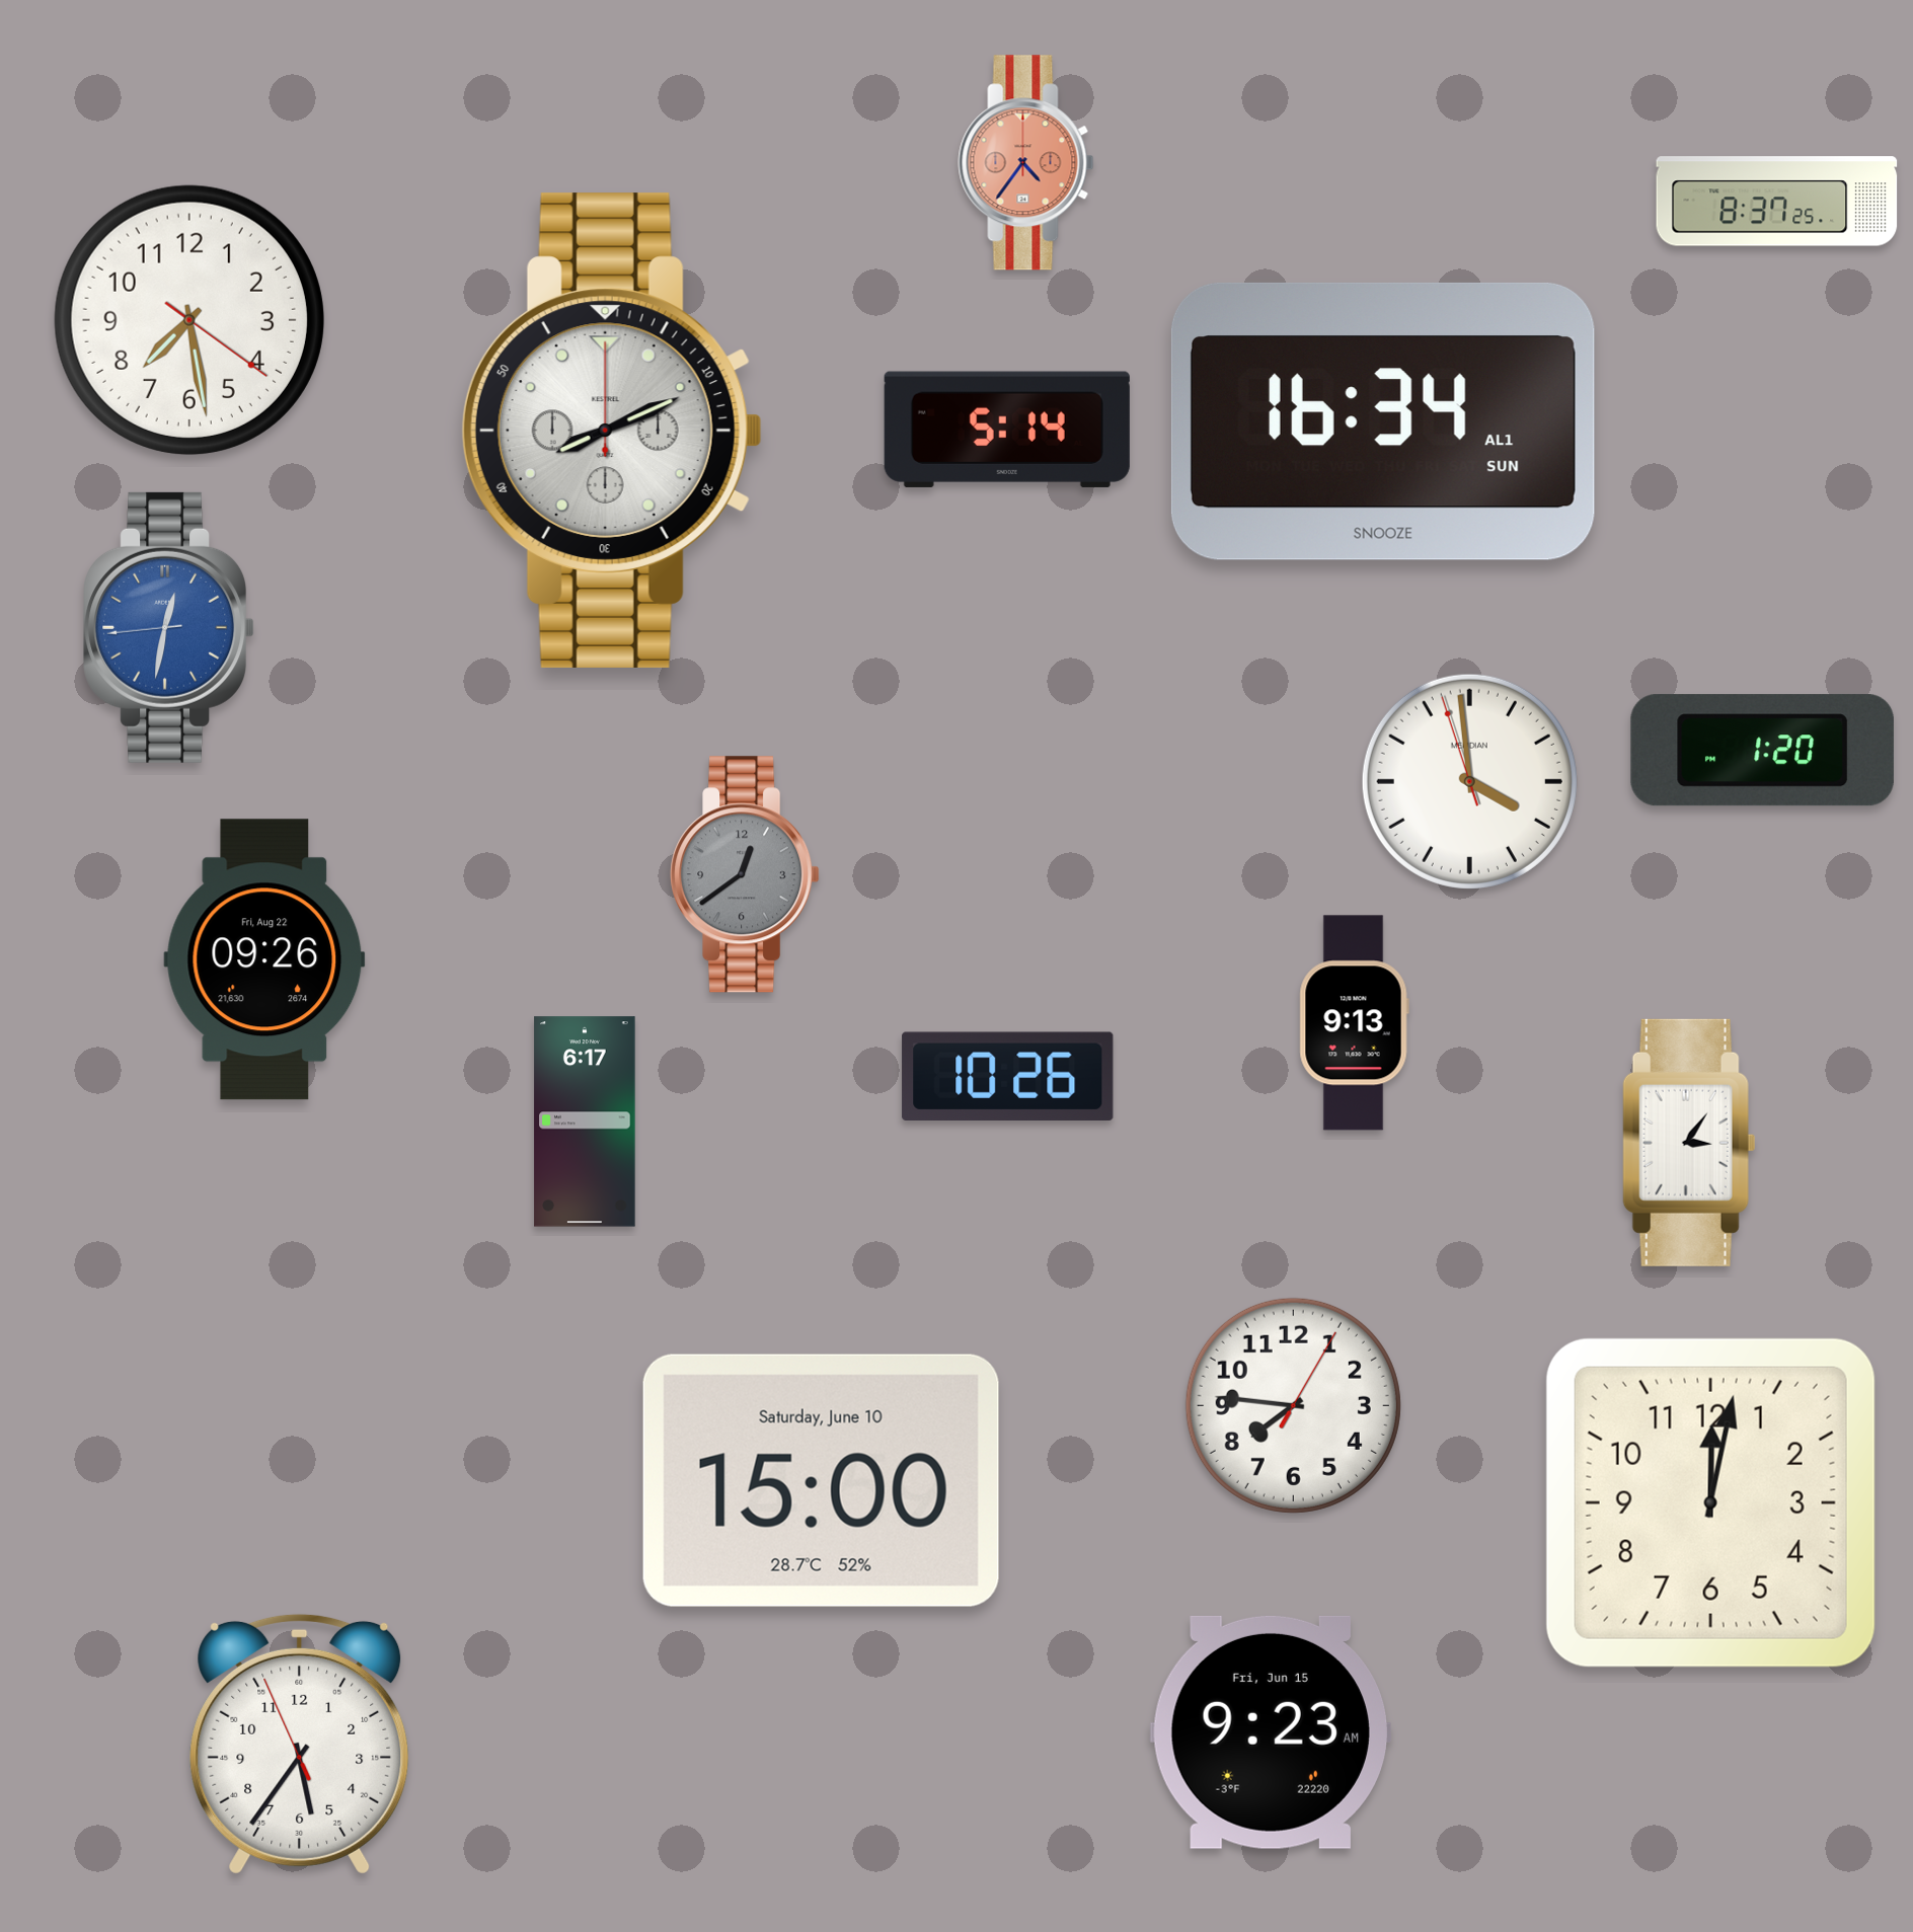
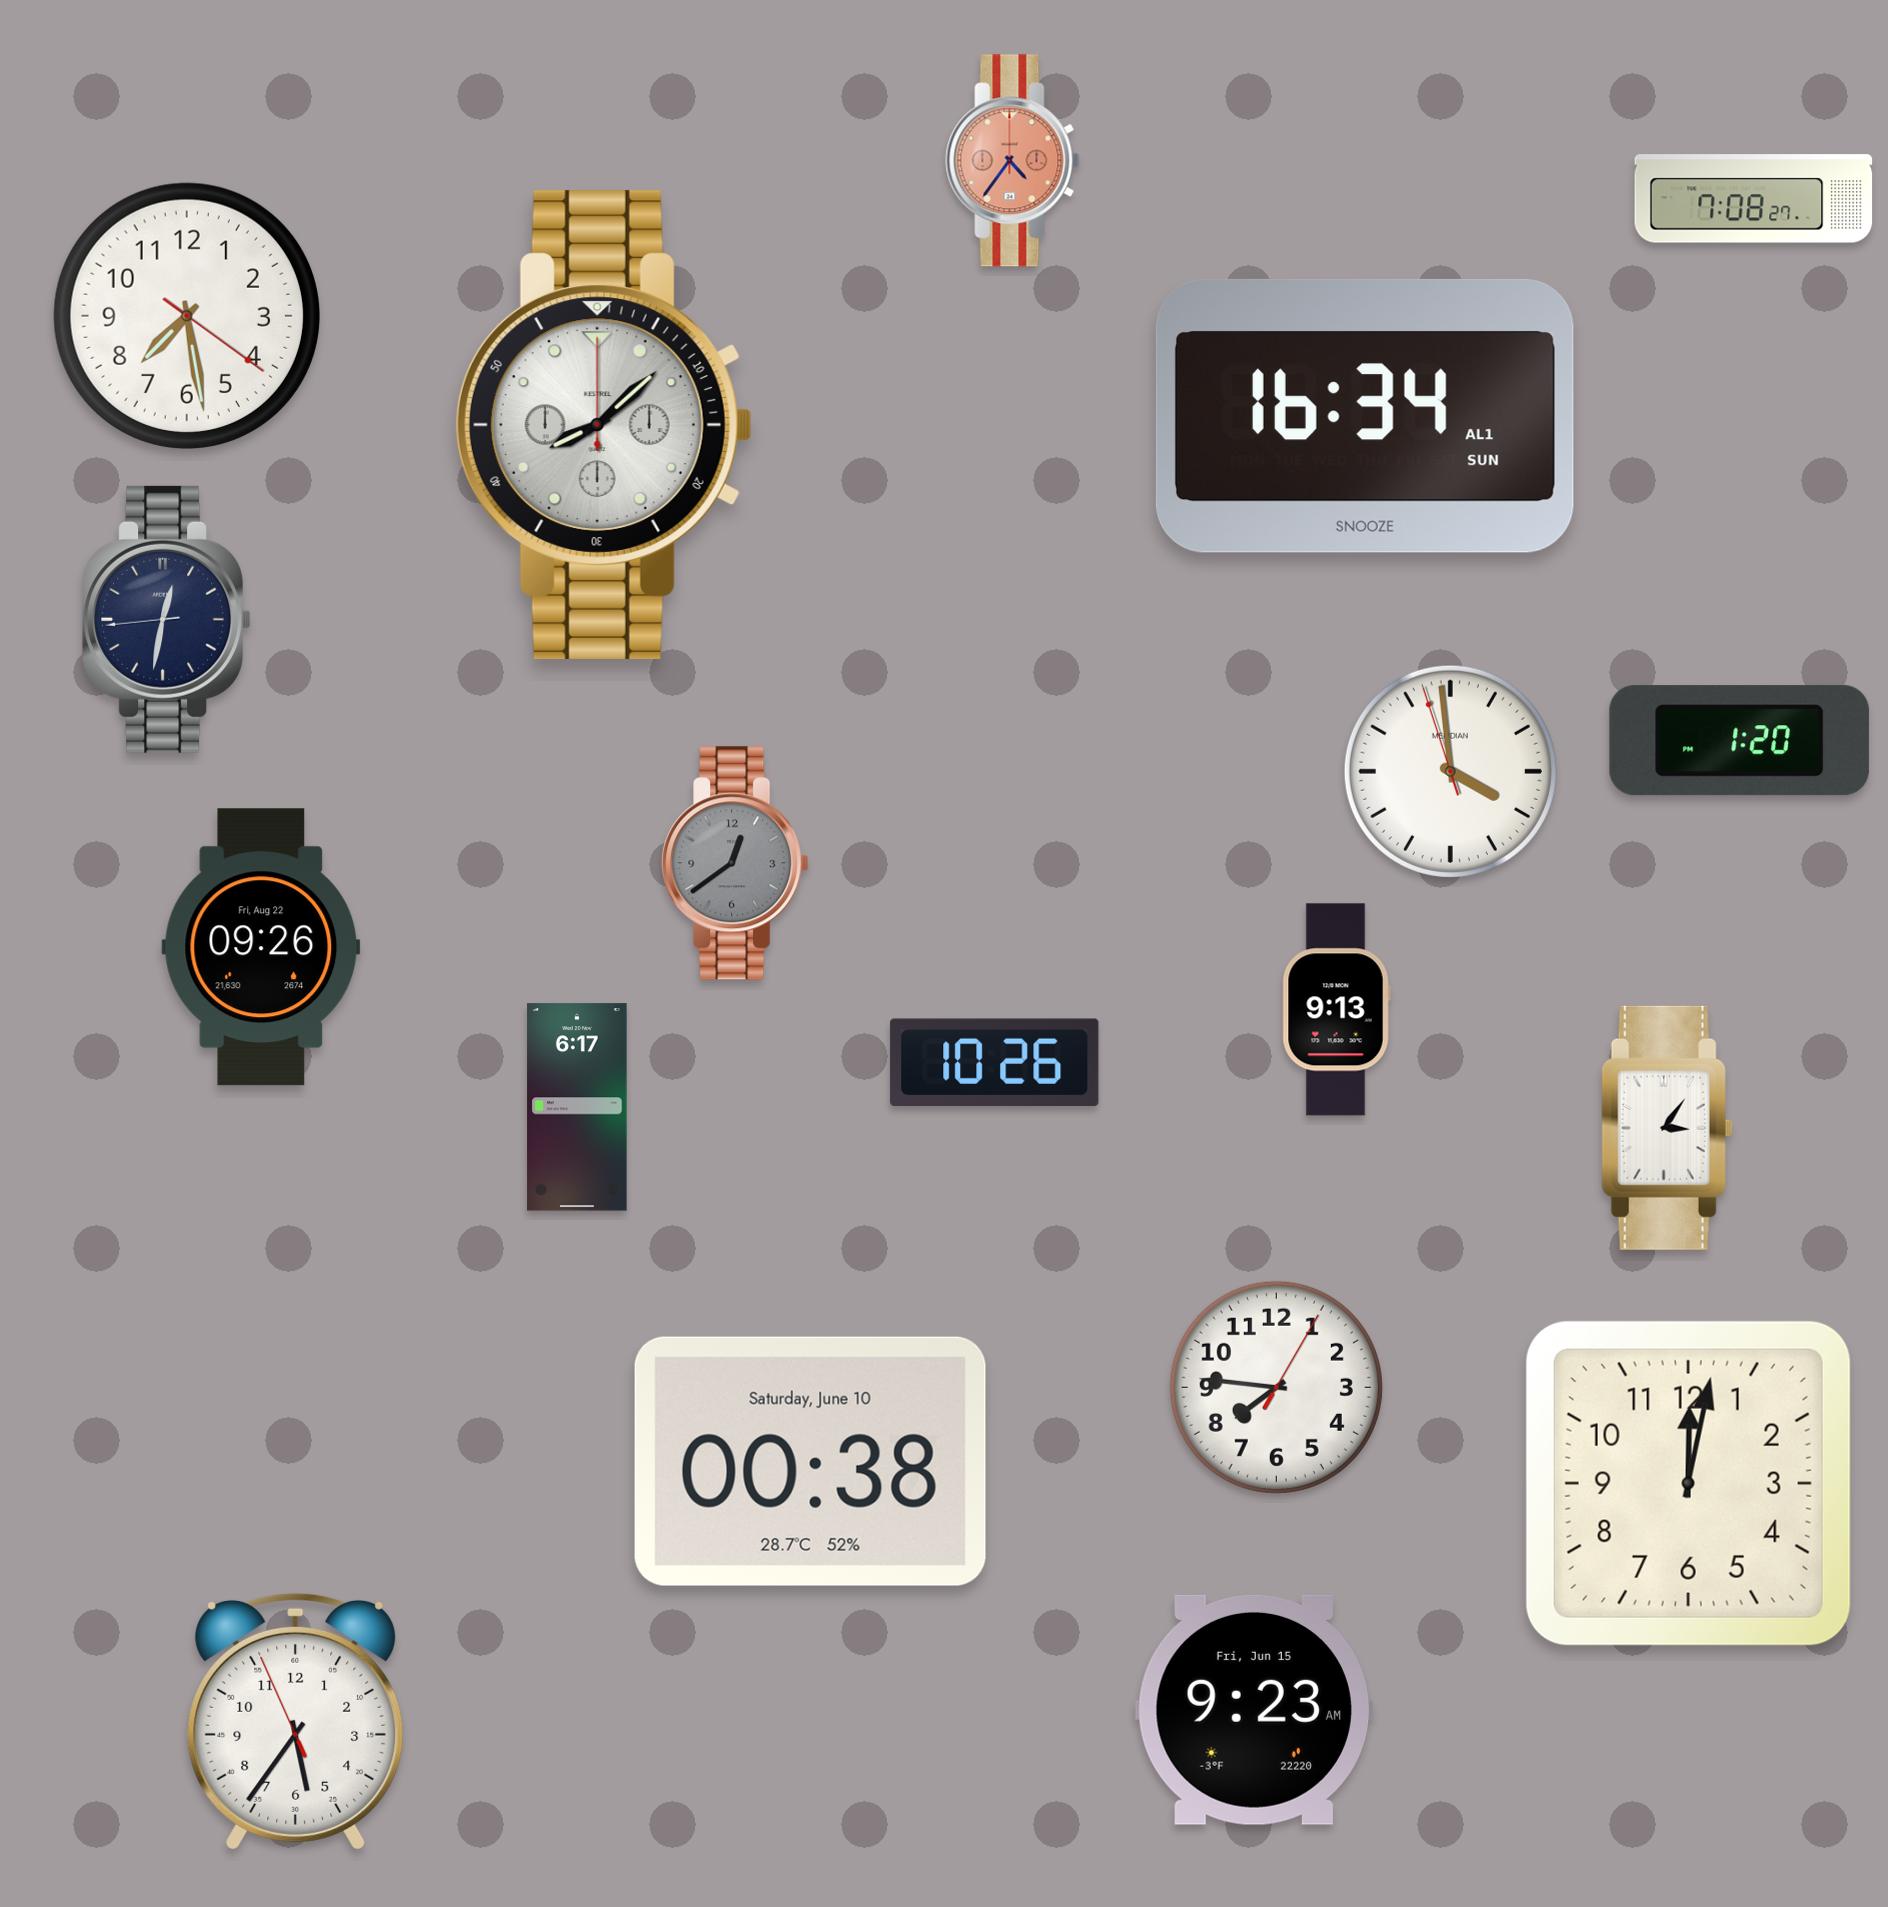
clock at (1777, 202): 8:37 -> 7:08
clock at (1007, 430): 5:14 -> none
clock at (612, 431): 8:11 -> 8:08
clock at (169, 627) dial: blue -> navy
clock at (821, 1480): 15:00 -> 00:38
